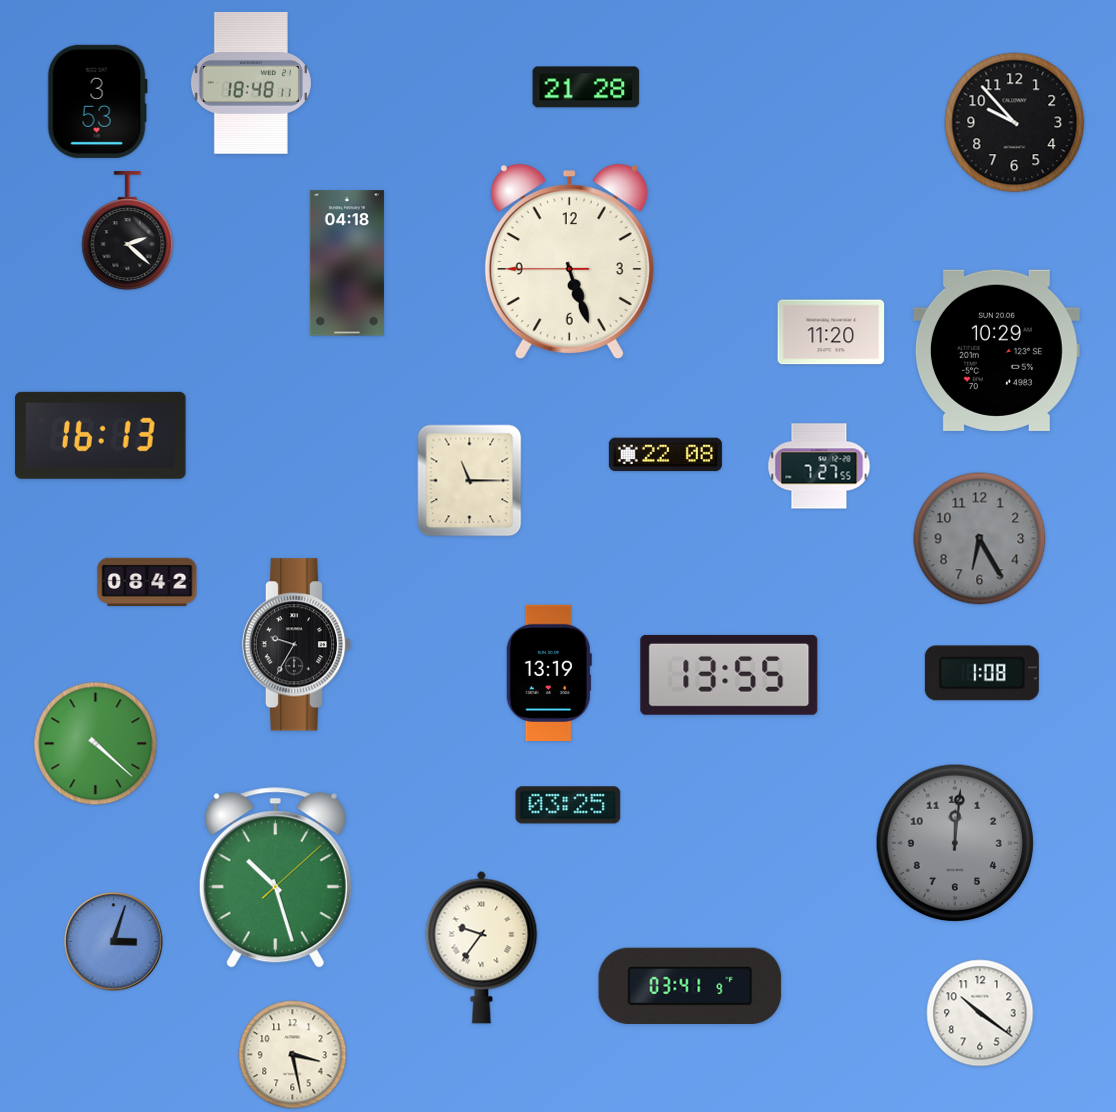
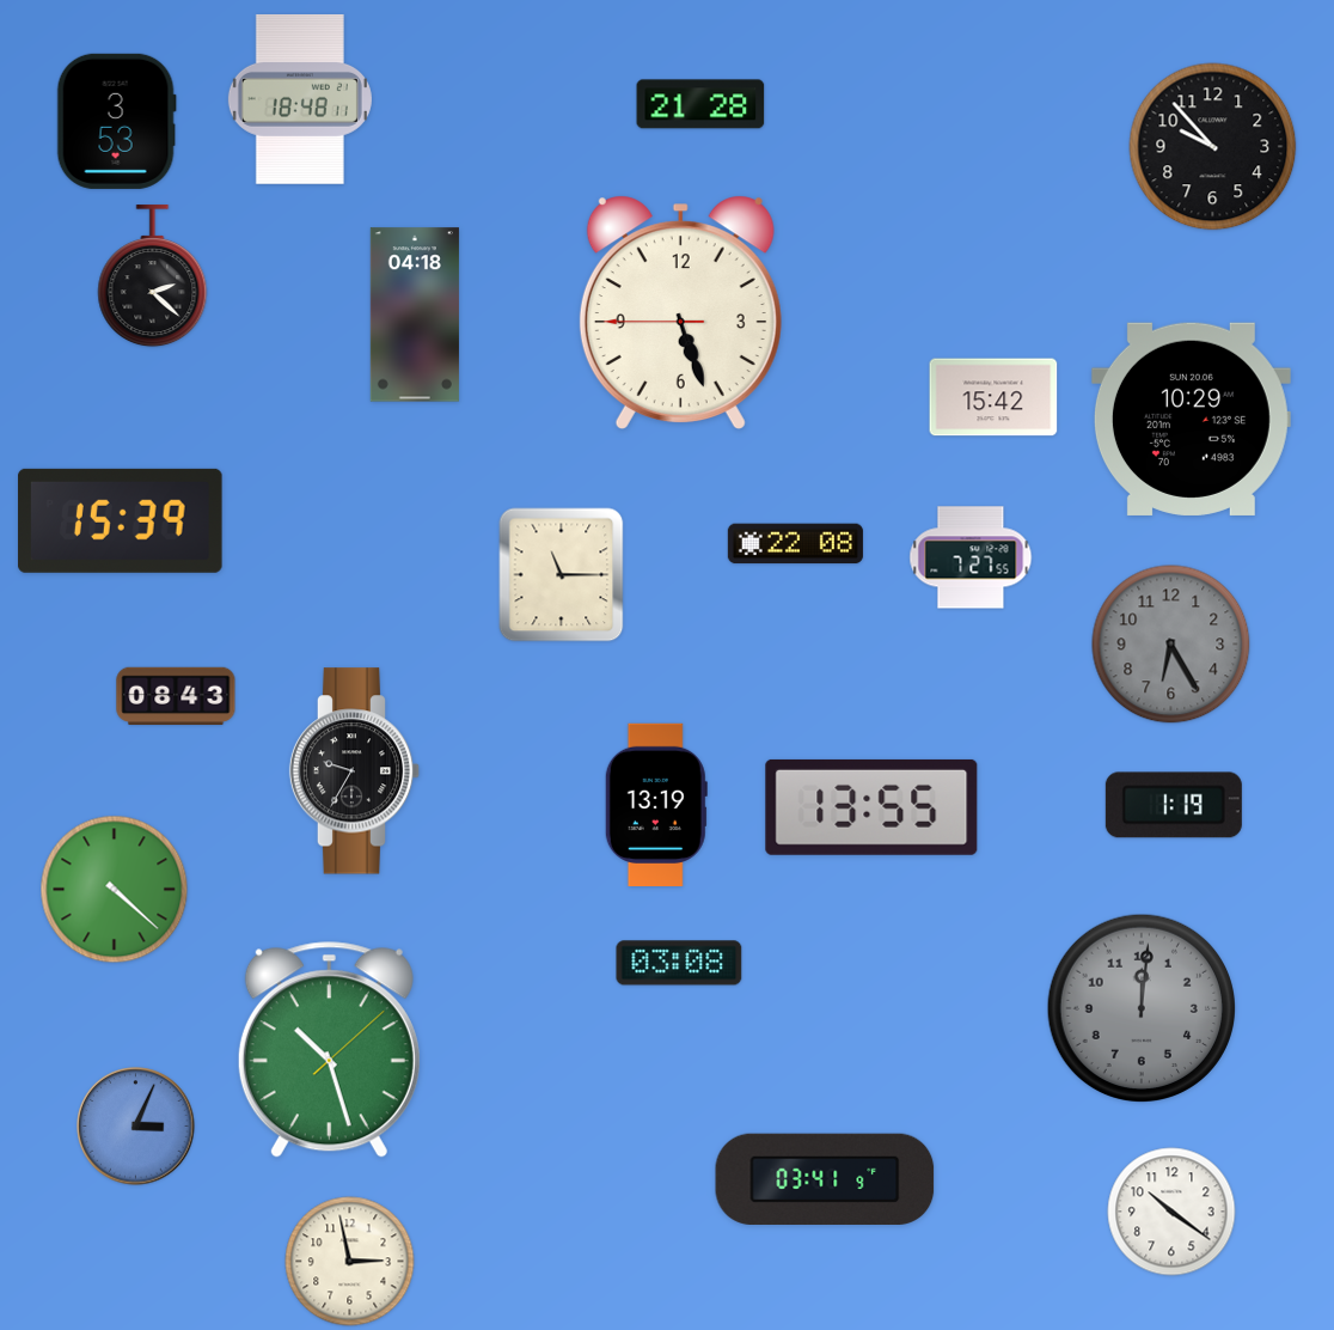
clock at (831, 332): 11:20 -> 15:42
clock at (101, 435): 16:13 -> 15:39
clock at (819, 466) position: (819, 466) -> (971, 557)
clock at (147, 581): 08:42 -> 08:43
clock at (982, 673): 1:08 -> 1:19
clock at (568, 805): 03:25 -> 03:08
clock at (114, 942): 3:03 -> 3:04
clock at (482, 947): 9:36 -> none
clock at (293, 1055): 3:28 -> 2:58
